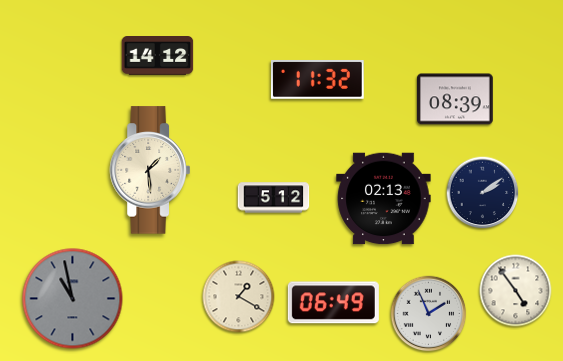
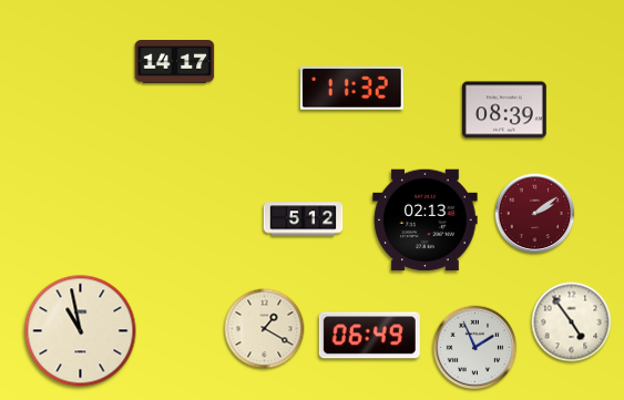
clock at (158, 56): 14:12 -> 14:17
clock at (149, 170): 1:29 -> none
clock at (483, 193) dial: navy -> burgundy
clock at (73, 299) dial: grey -> cream
